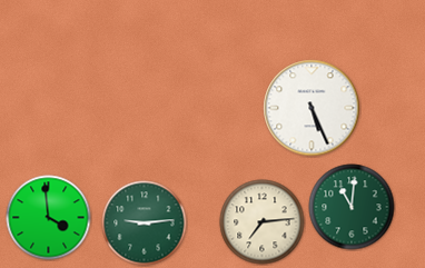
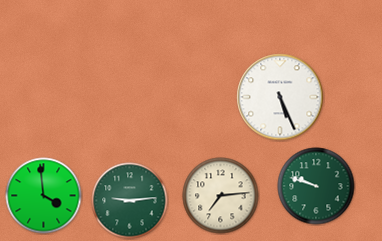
clock at (352, 207): 11:01 -> 9:48
clock at (263, 222) position: (263, 222) -> (221, 196)
